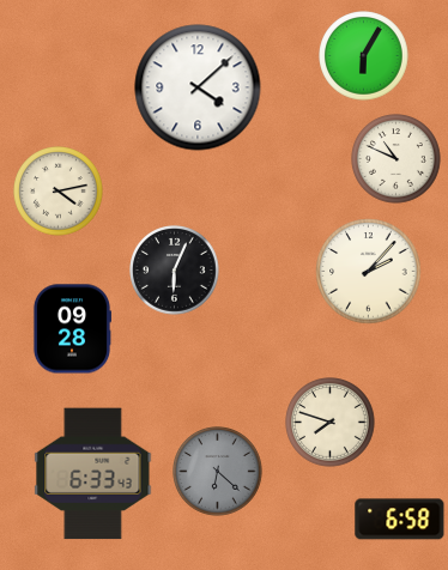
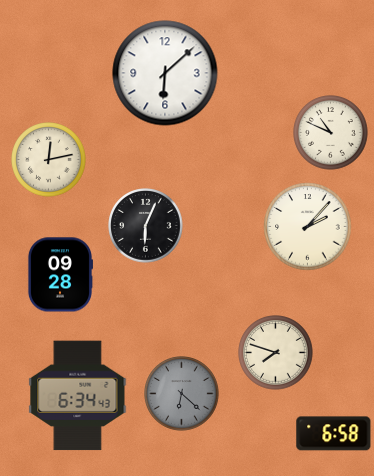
clock at (364, 56): 6:05 -> none
clock at (198, 87): 4:08 -> 6:08
clock at (59, 192): 4:13 -> 12:13
clock at (93, 474): 6:33 -> 6:34
